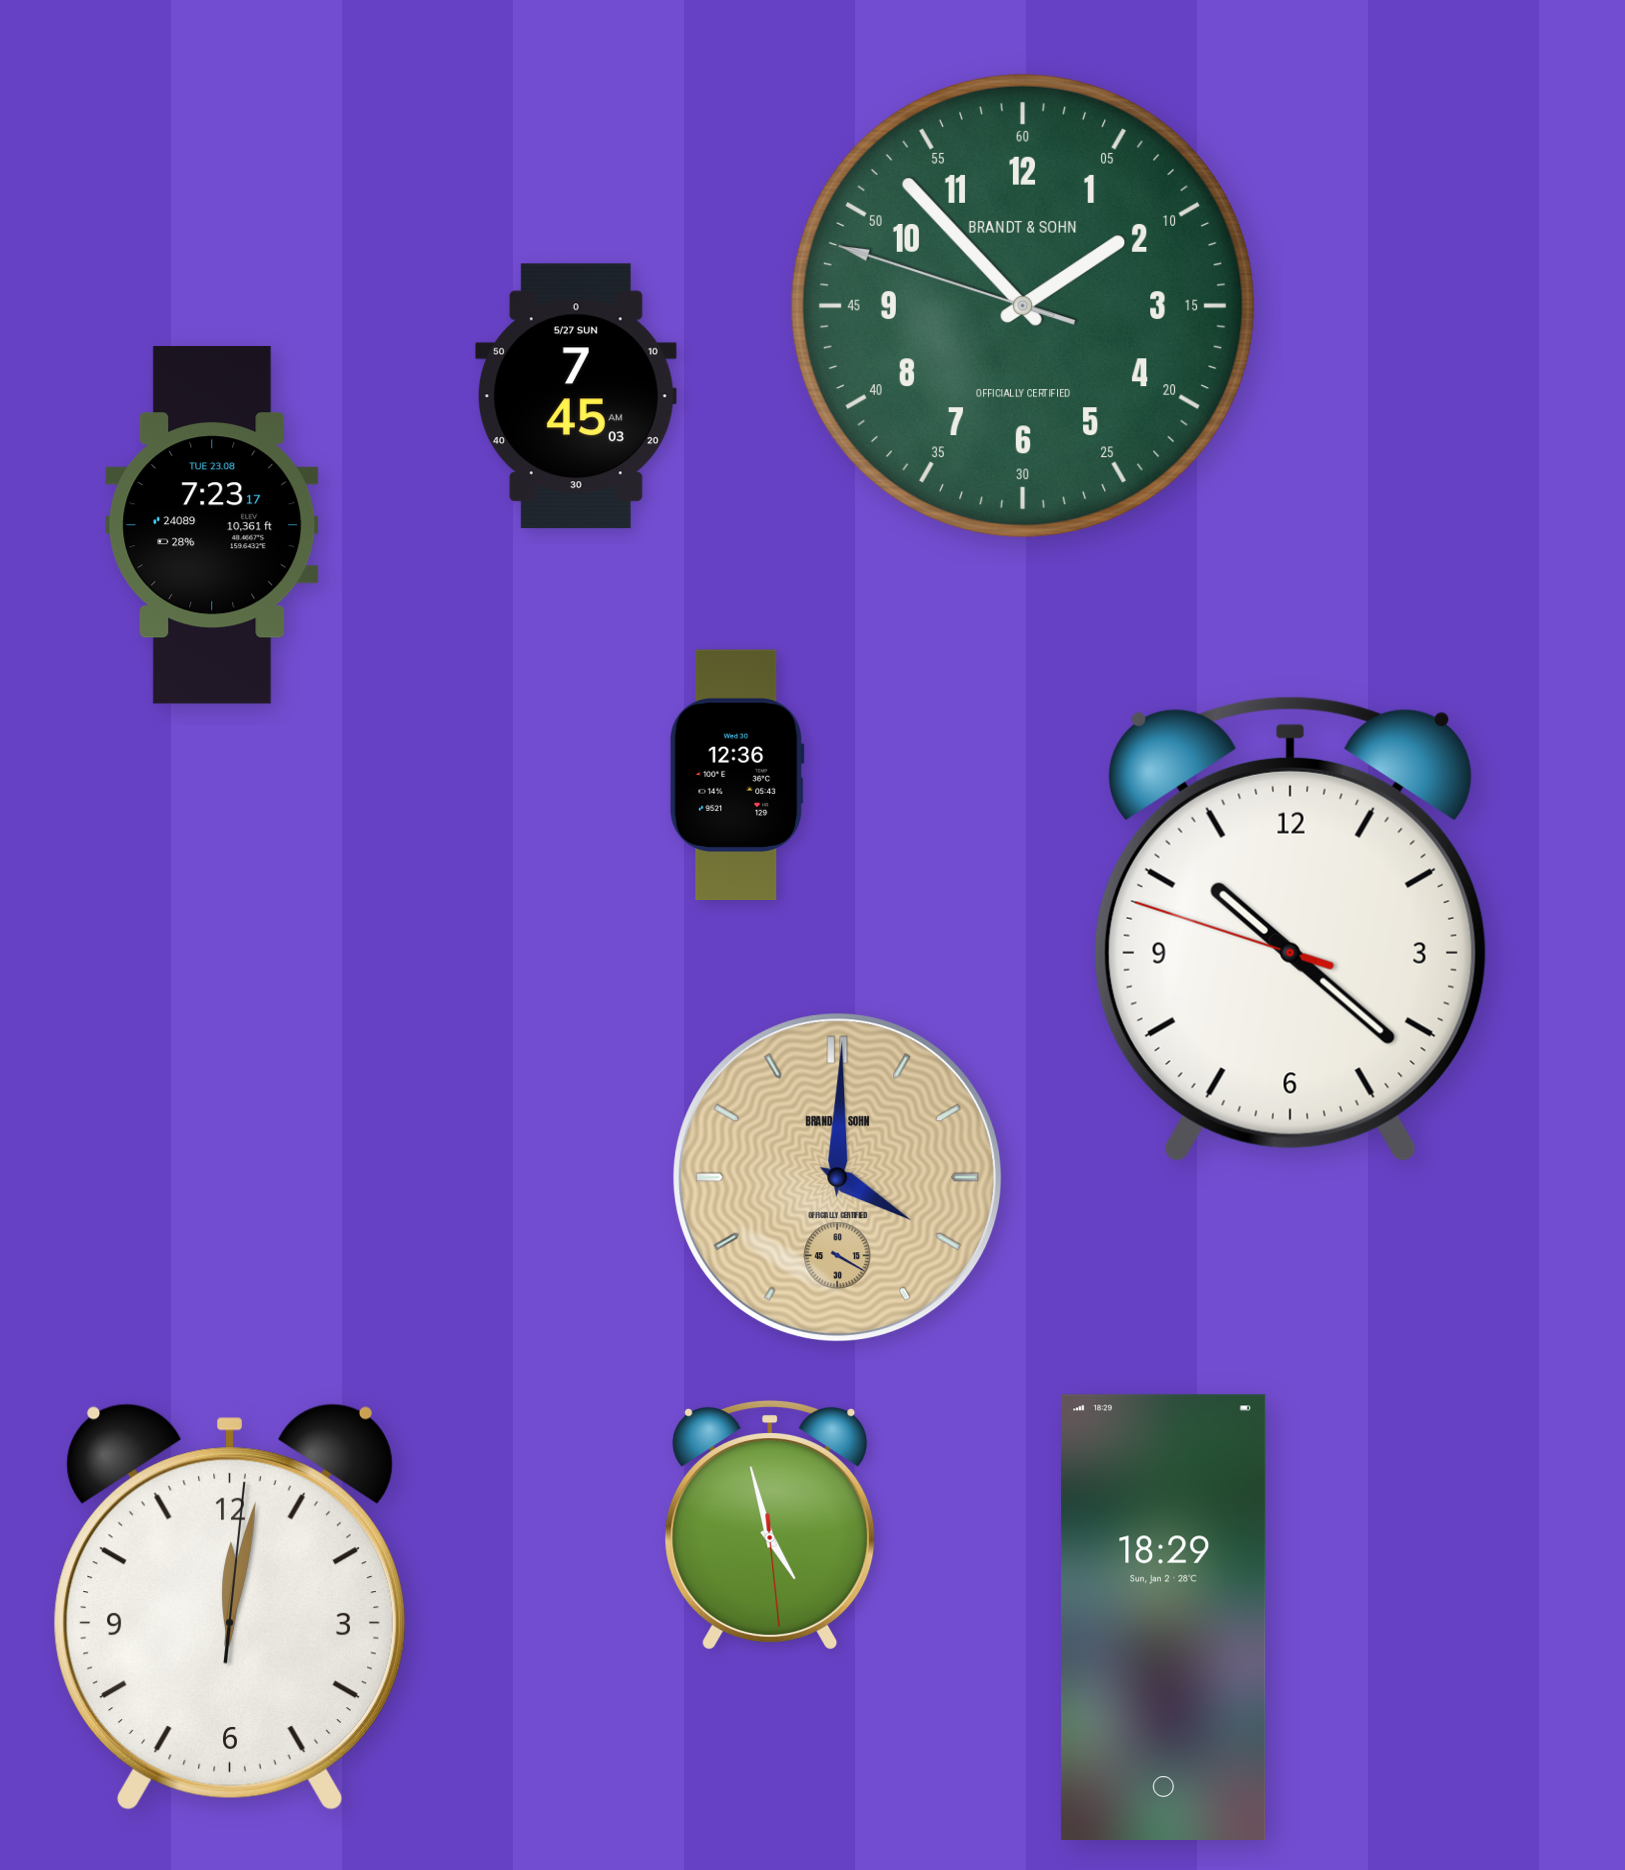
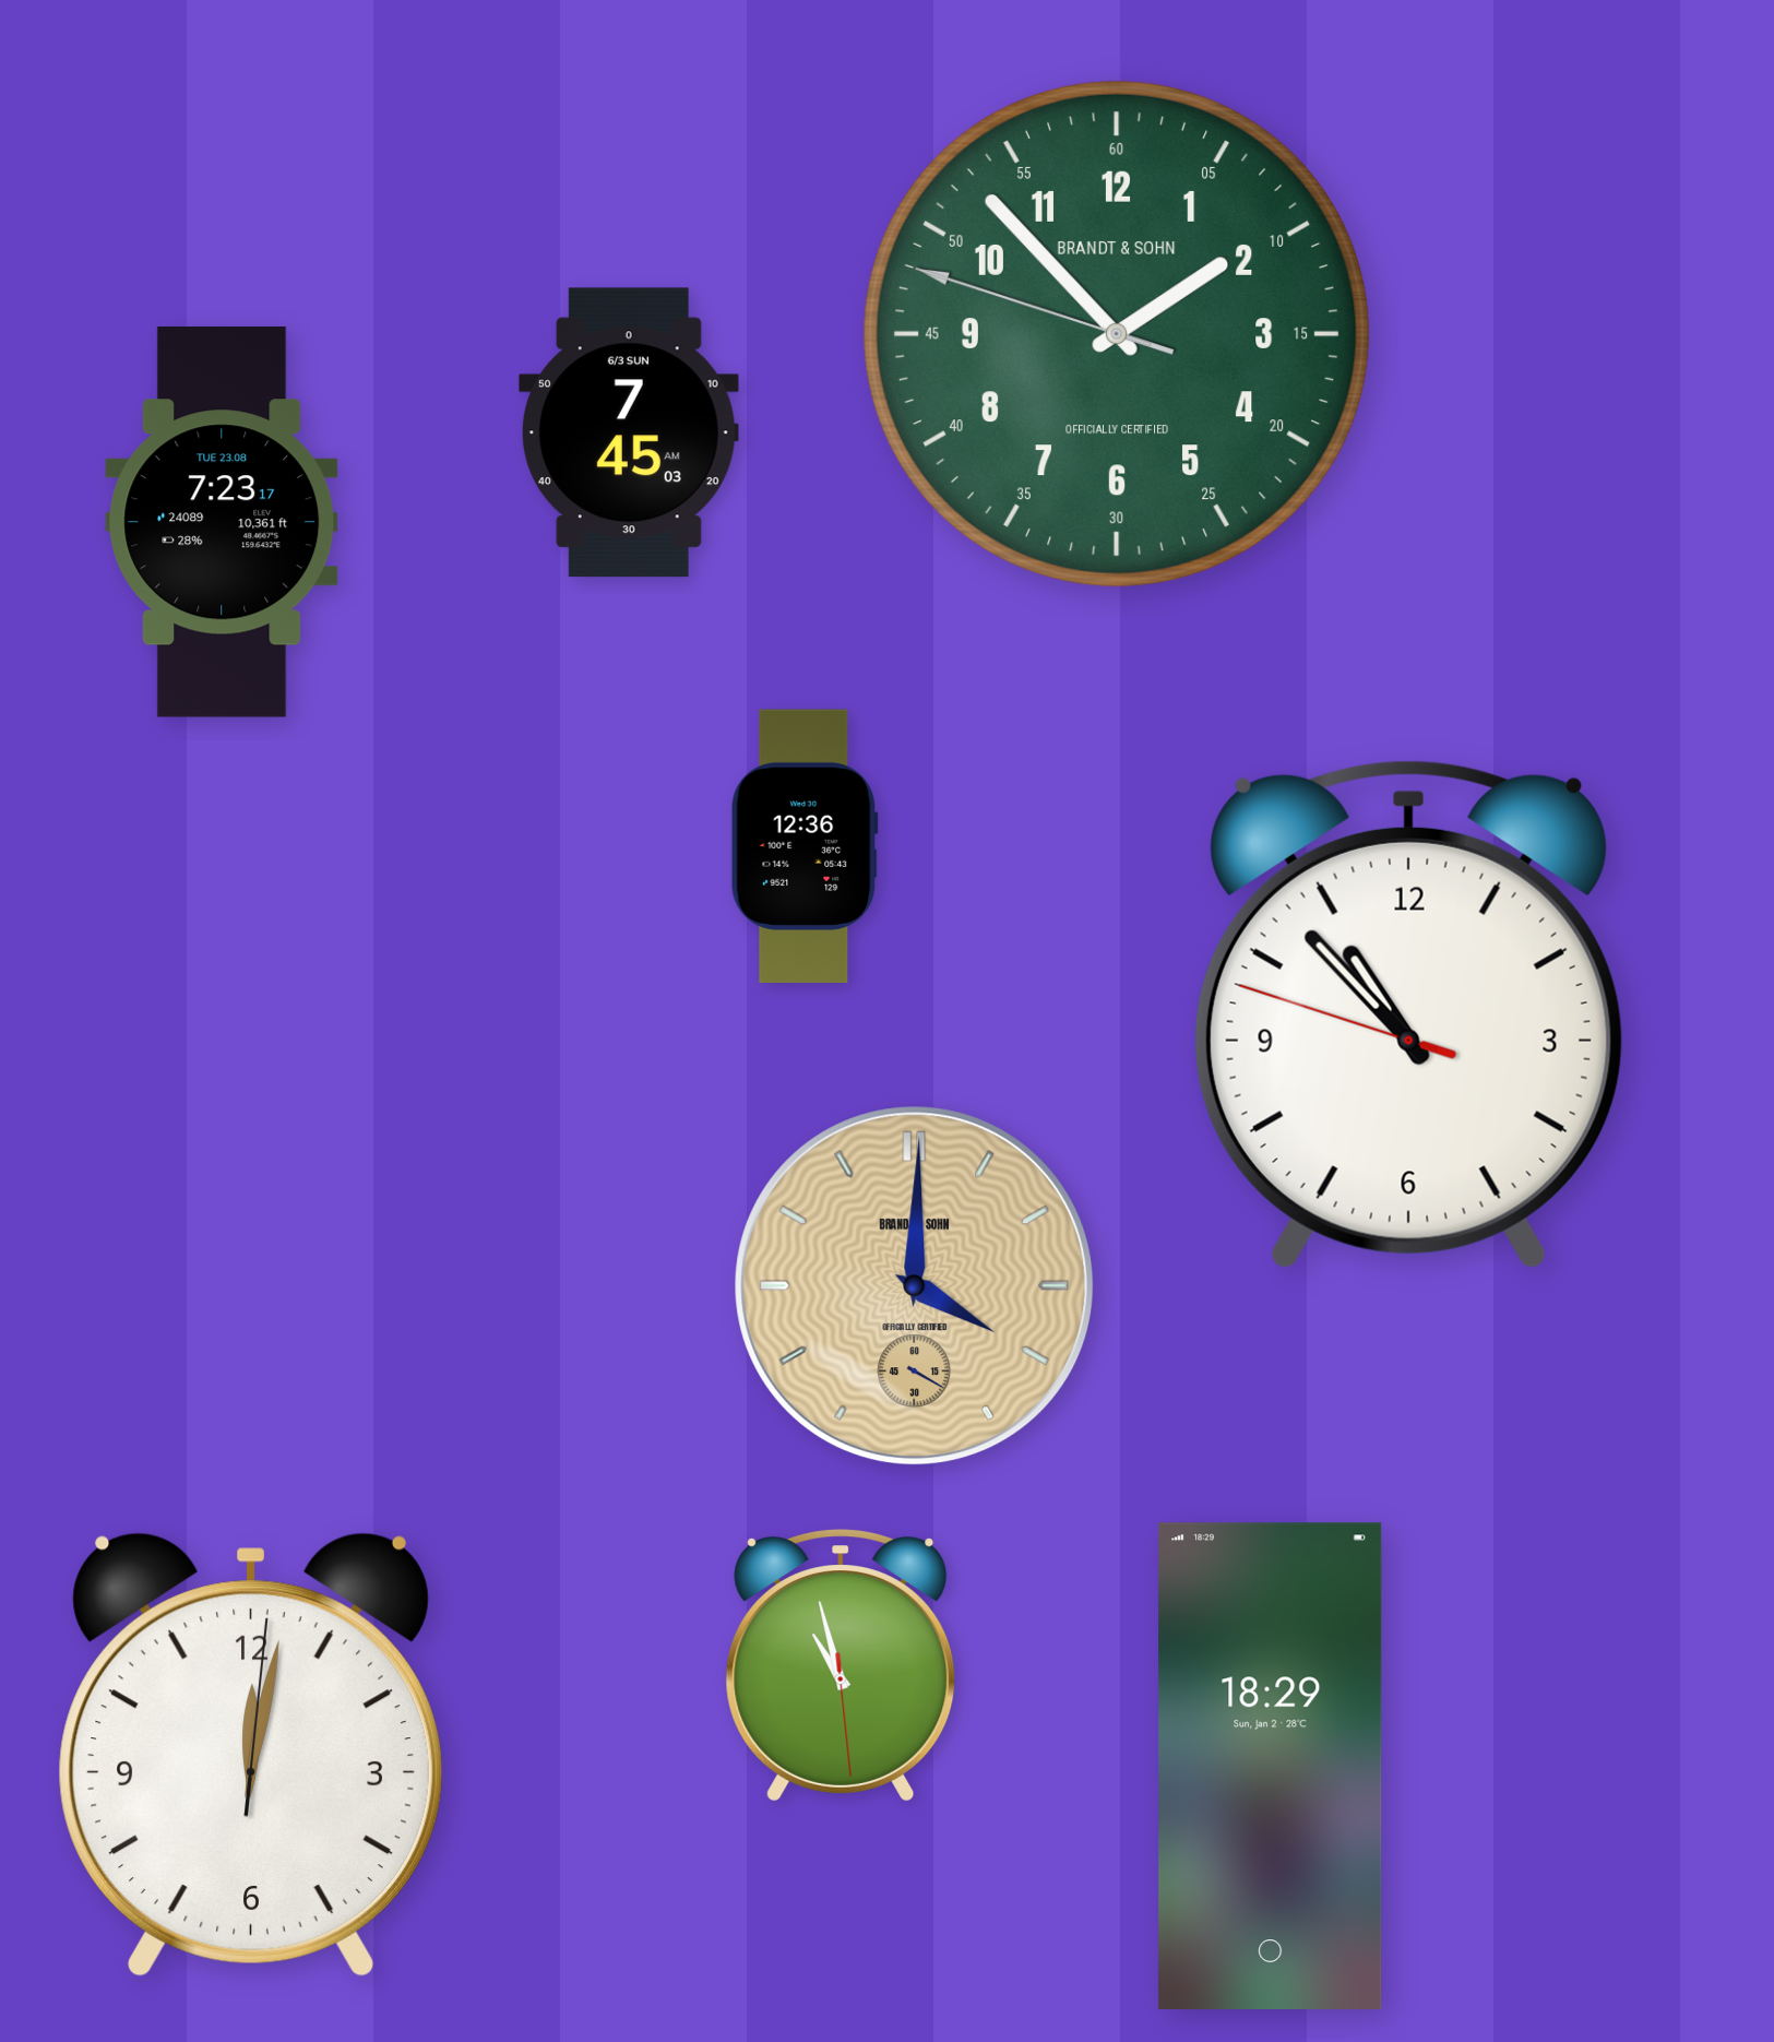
clock at (576, 396) date: 5/27 SUN -> 6/3 SUN
clock at (212, 525) position: (212, 525) -> (222, 522)
clock at (1290, 929): 10:21 -> 10:52
clock at (770, 1525): 4:57 -> 10:57
